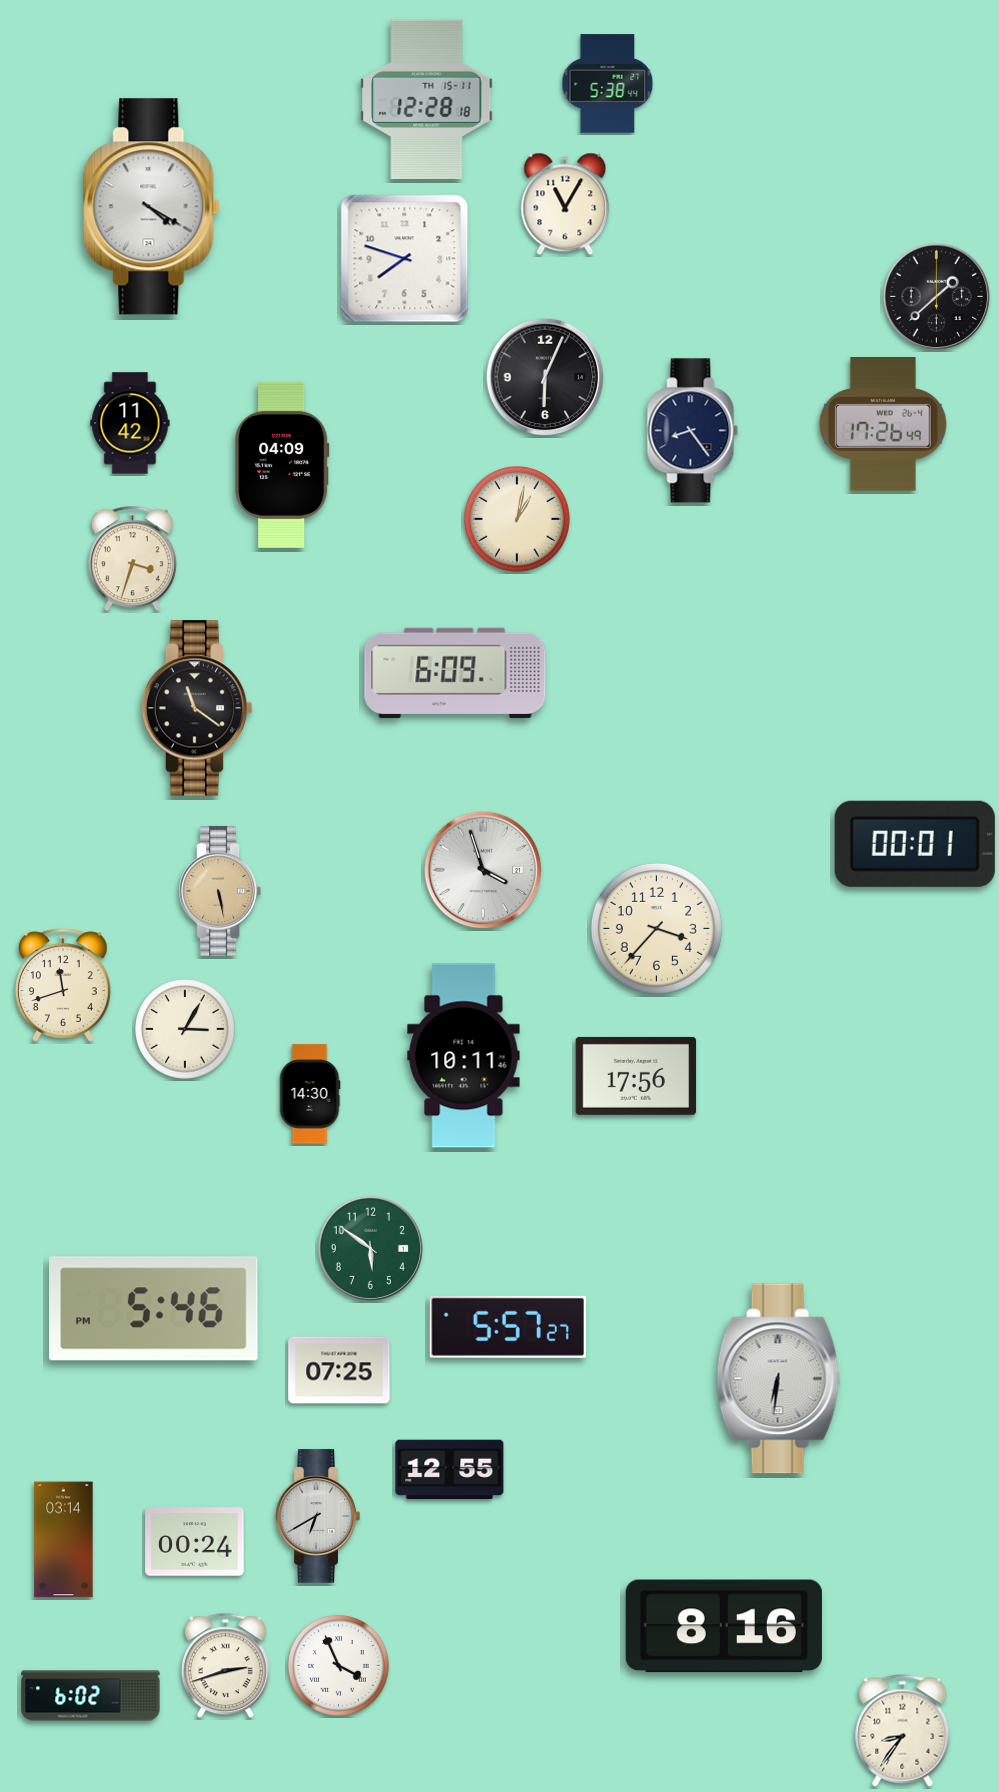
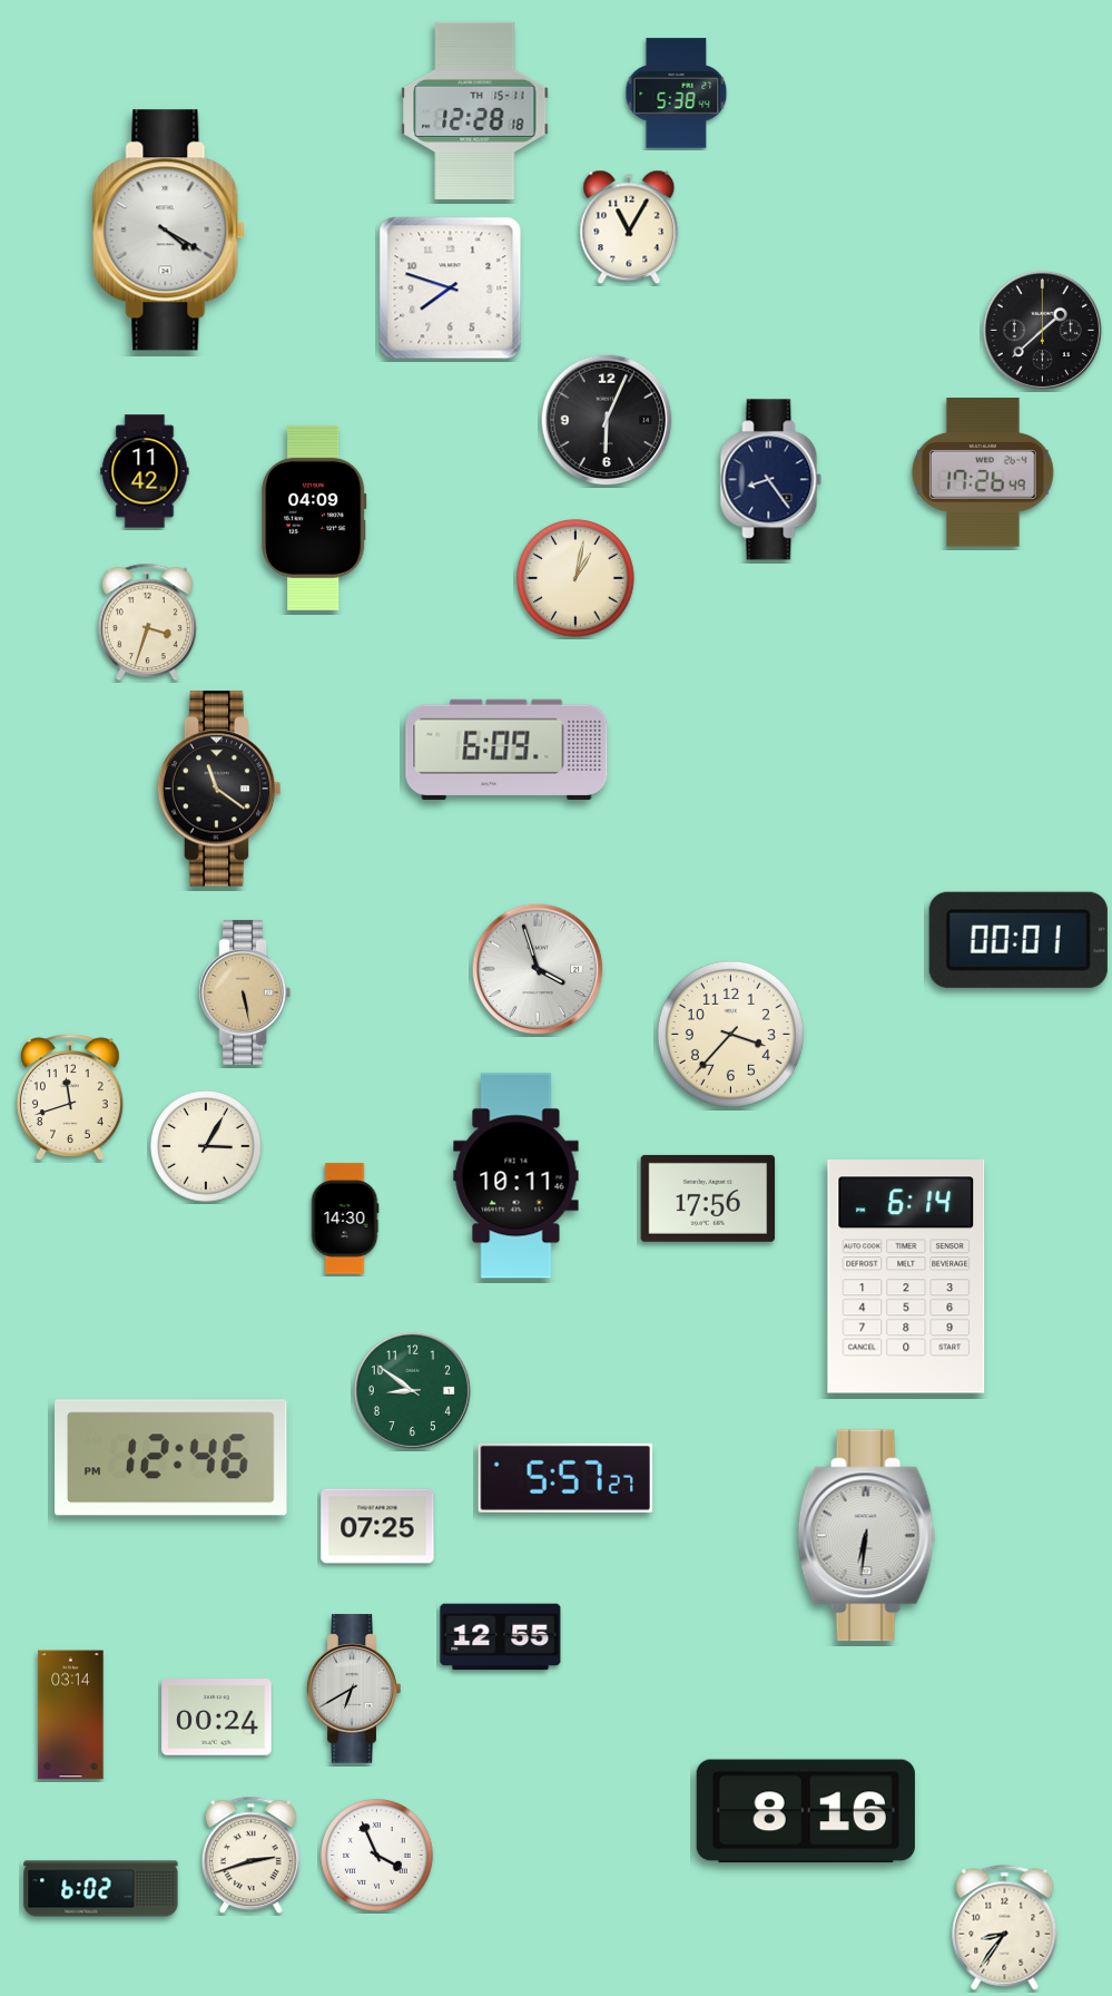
clock at (906, 1278): none -> 6:14
clock at (370, 1248): 5:51 -> 8:51
clock at (154, 1309): 5:46 -> 12:46
